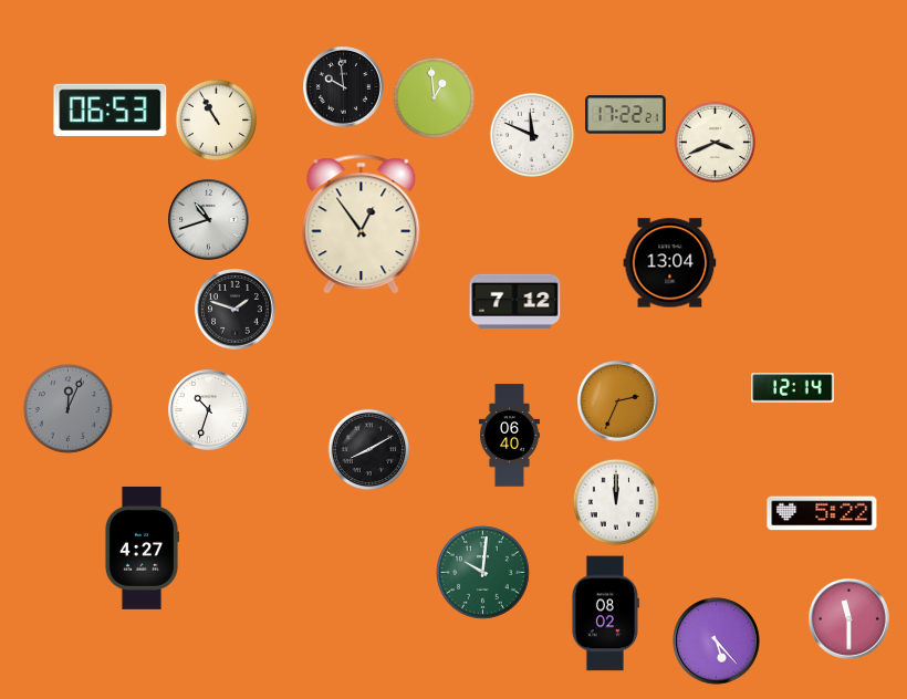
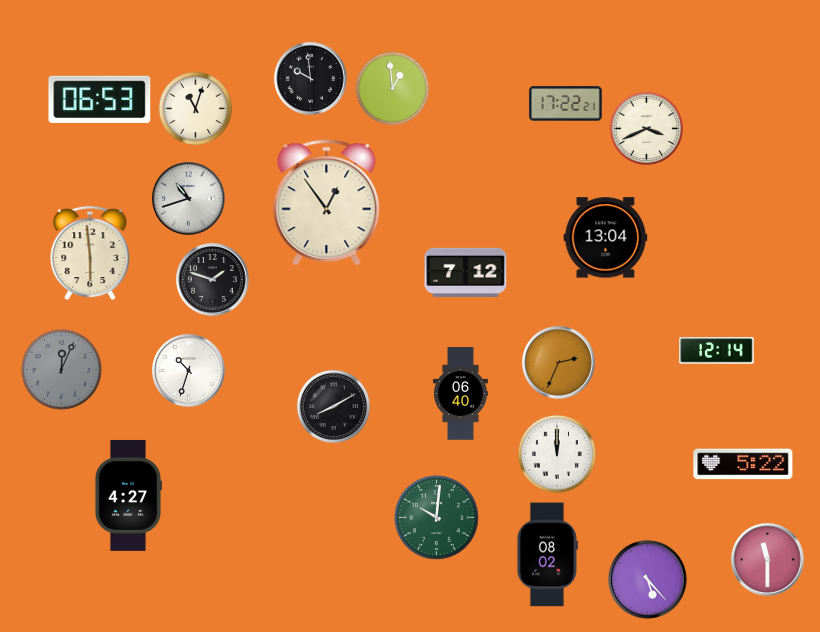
clock at (217, 121): 10:55 -> 11:03
clock at (532, 135): 11:49 -> none
clock at (90, 253): none -> 5:59
